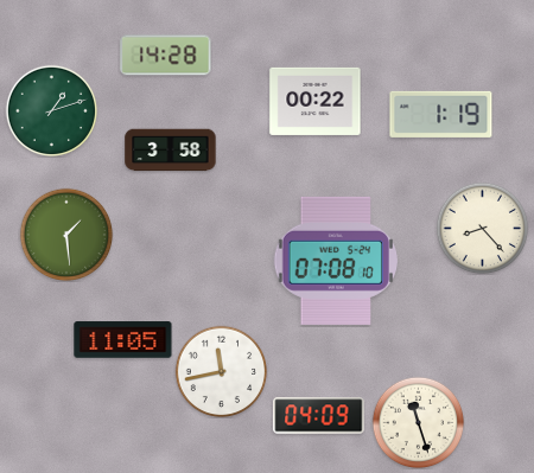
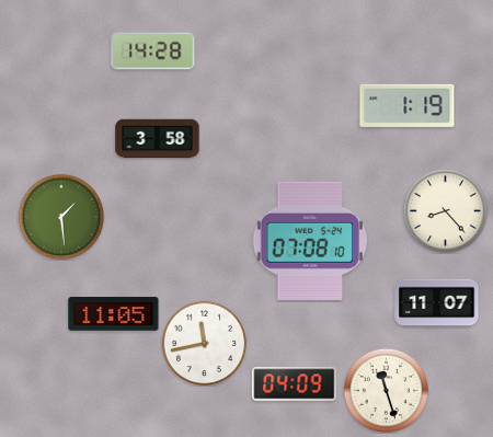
clock at (316, 101): 00:22 -> none
clock at (51, 110): 1:12 -> none
clock at (437, 303): none -> 11:07
